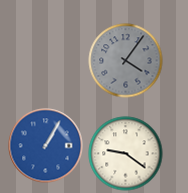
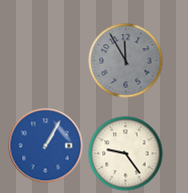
clock at (126, 61): 4:06 -> 11:55
clock at (126, 154): 9:21 -> 9:24
